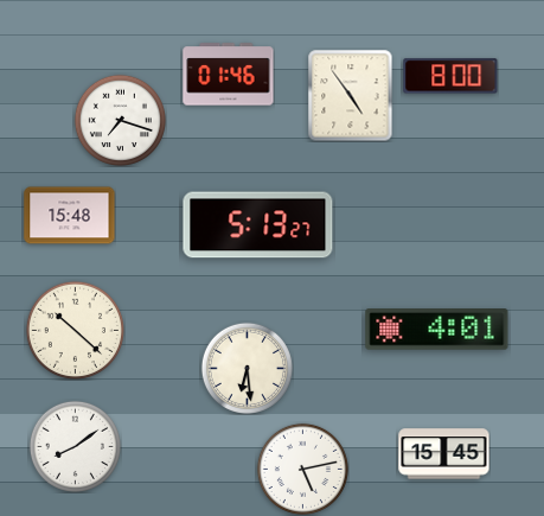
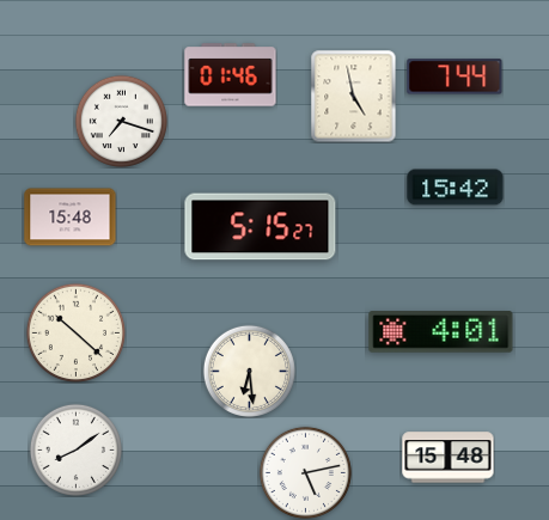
clock at (450, 76): 8:00 -> 7:44
clock at (351, 95): 4:54 -> 4:58
clock at (456, 188): none -> 15:42
clock at (258, 225): 5:13 -> 5:15
clock at (444, 454): 15:45 -> 15:48
